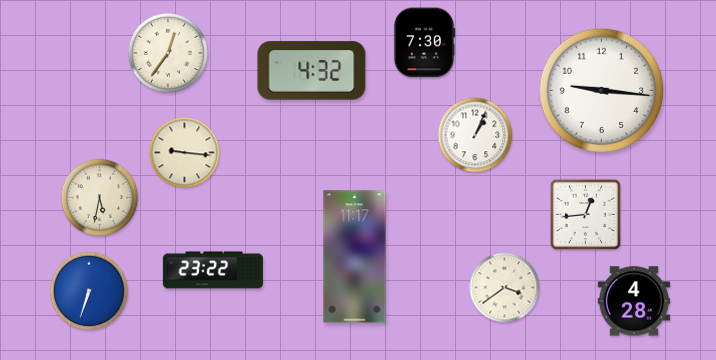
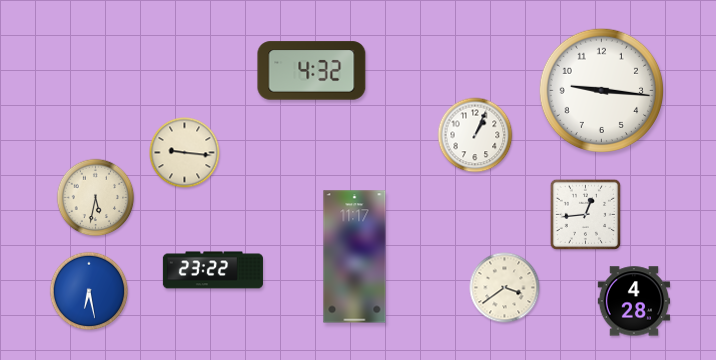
clock at (424, 43): 7:30 -> none
clock at (168, 53): 12:36 -> none
clock at (100, 198) position: (100, 198) -> (96, 198)
clock at (89, 291): 6:33 -> 6:28
